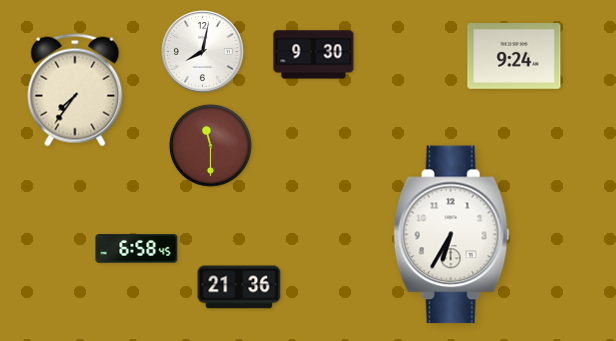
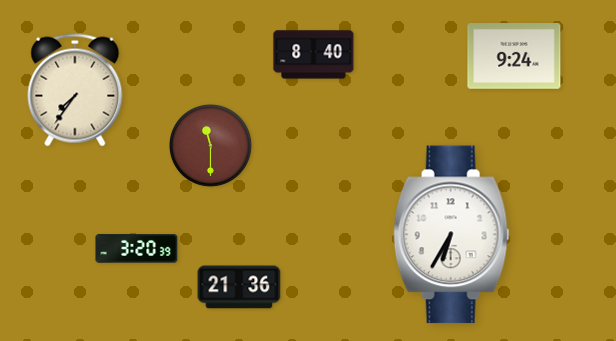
clock at (203, 52): 8:02 -> none
clock at (314, 55): 9:30 -> 8:40
clock at (137, 249): 6:58 -> 3:20
